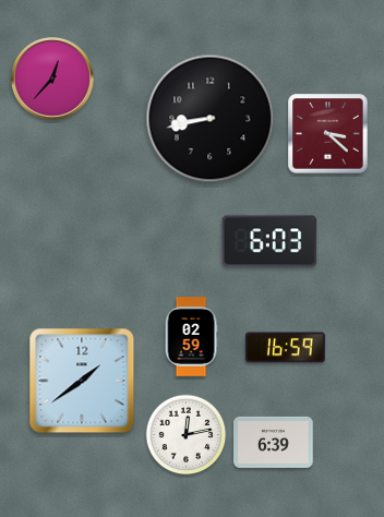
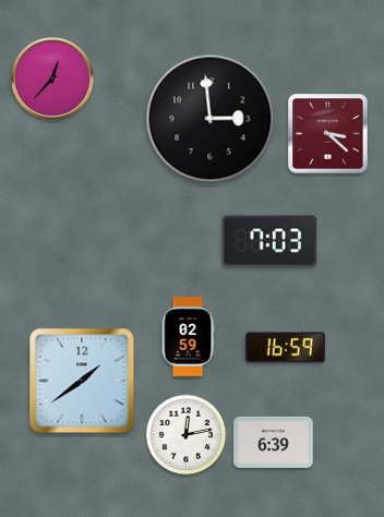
clock at (211, 119): 8:43 -> 2:59
clock at (269, 241): 6:03 -> 7:03
clock at (191, 337) position: (191, 337) -> (188, 337)
